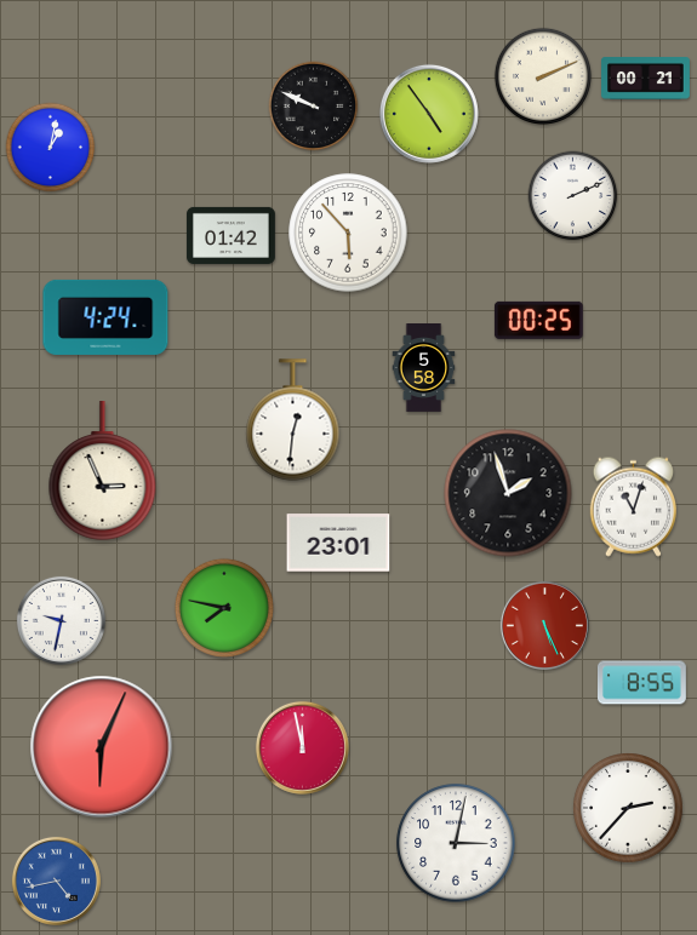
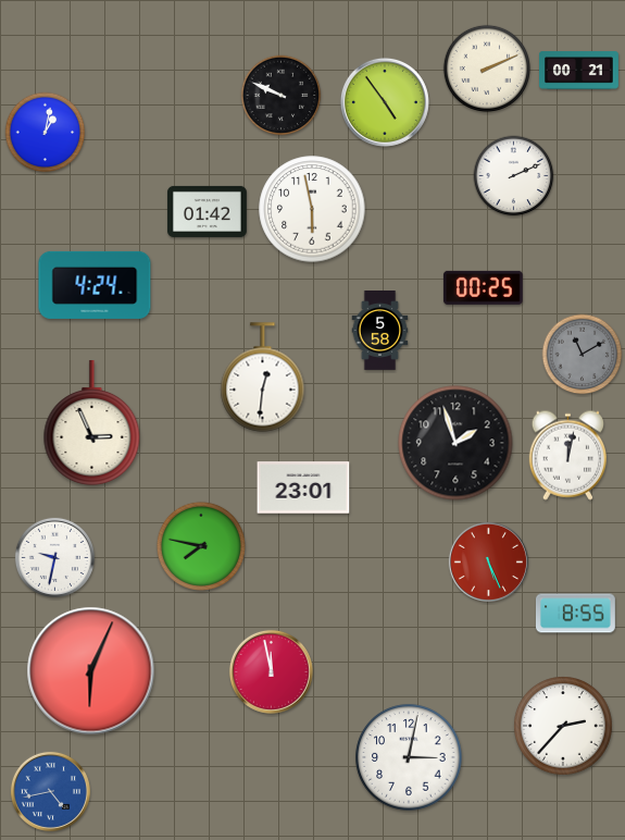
clock at (348, 233): 5:53 -> 5:58
clock at (583, 355): none -> 11:10
clock at (633, 506): 11:03 -> 12:02
